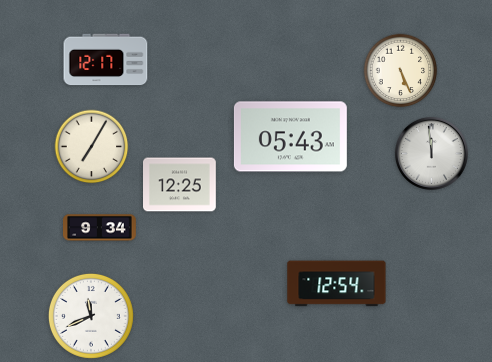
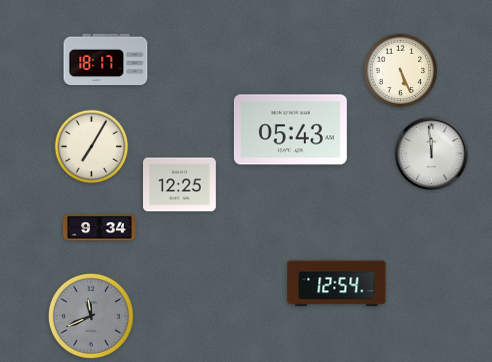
clock at (106, 60): 12:17 -> 18:17
clock at (290, 137) position: (290, 137) -> (290, 130)
clock at (91, 316) dial: white -> grey
